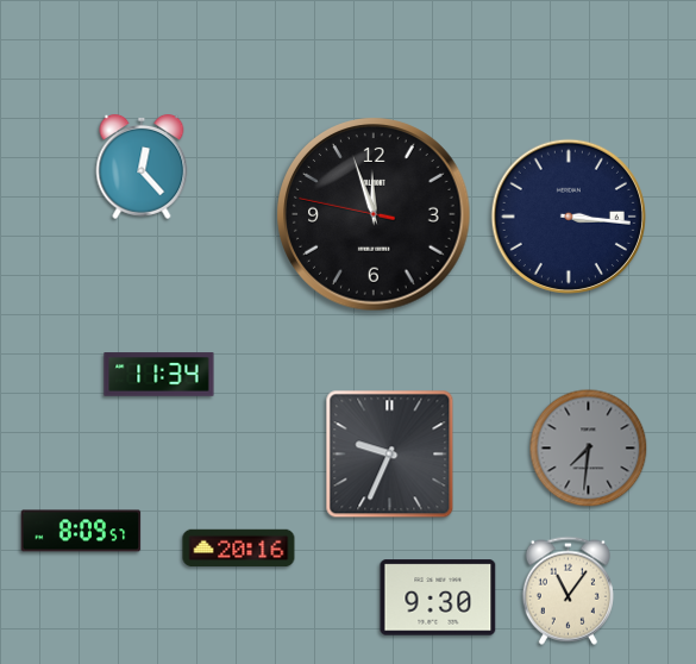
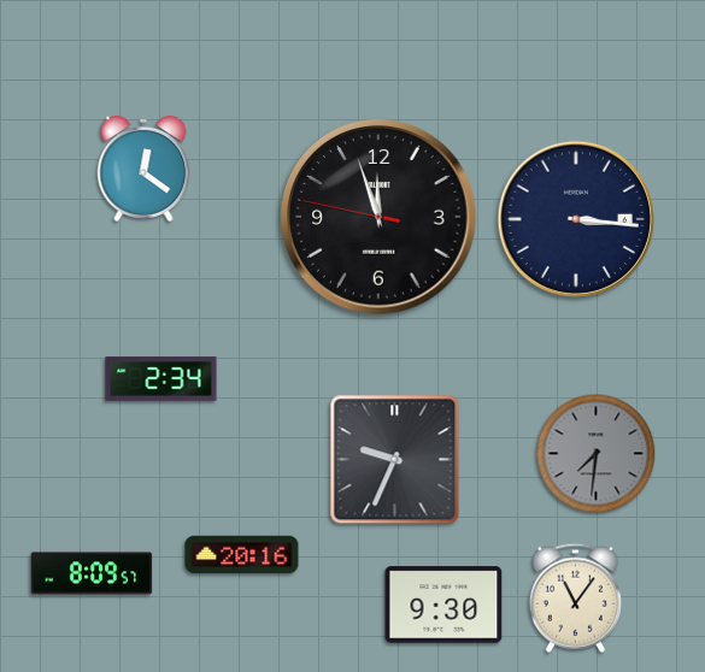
clock at (142, 167): 12:23 -> 12:21
clock at (159, 375): 11:34 -> 2:34
clock at (81, 531) position: (81, 531) -> (92, 573)
